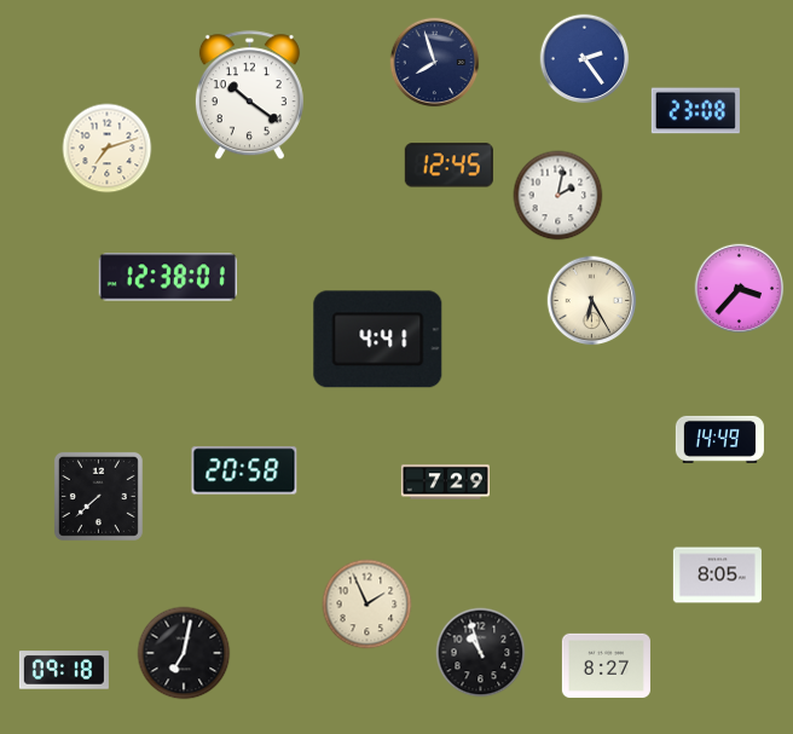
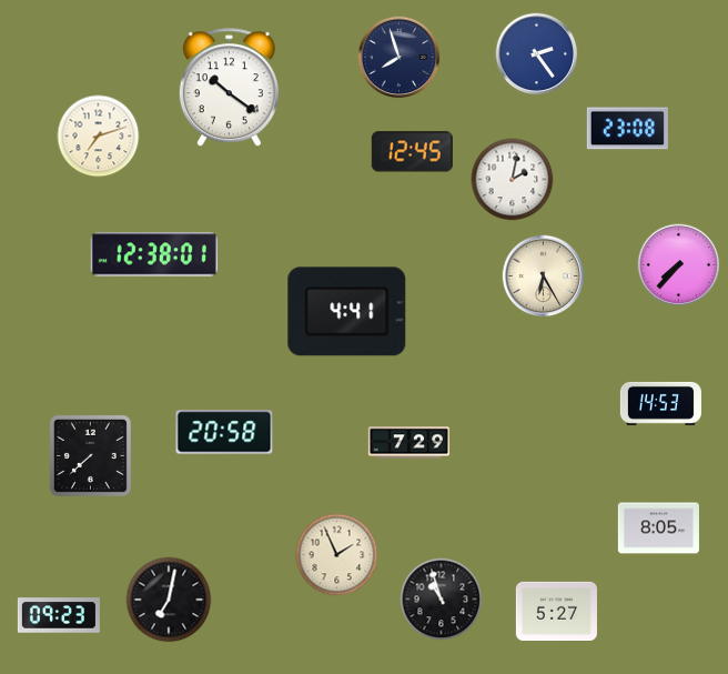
clock at (695, 111) position: (695, 111) -> (627, 129)
clock at (740, 289): 3:37 -> 7:37
clock at (719, 439): 14:49 -> 14:53
clock at (606, 665): 8:27 -> 5:27
clock at (64, 670): 09:18 -> 09:23
